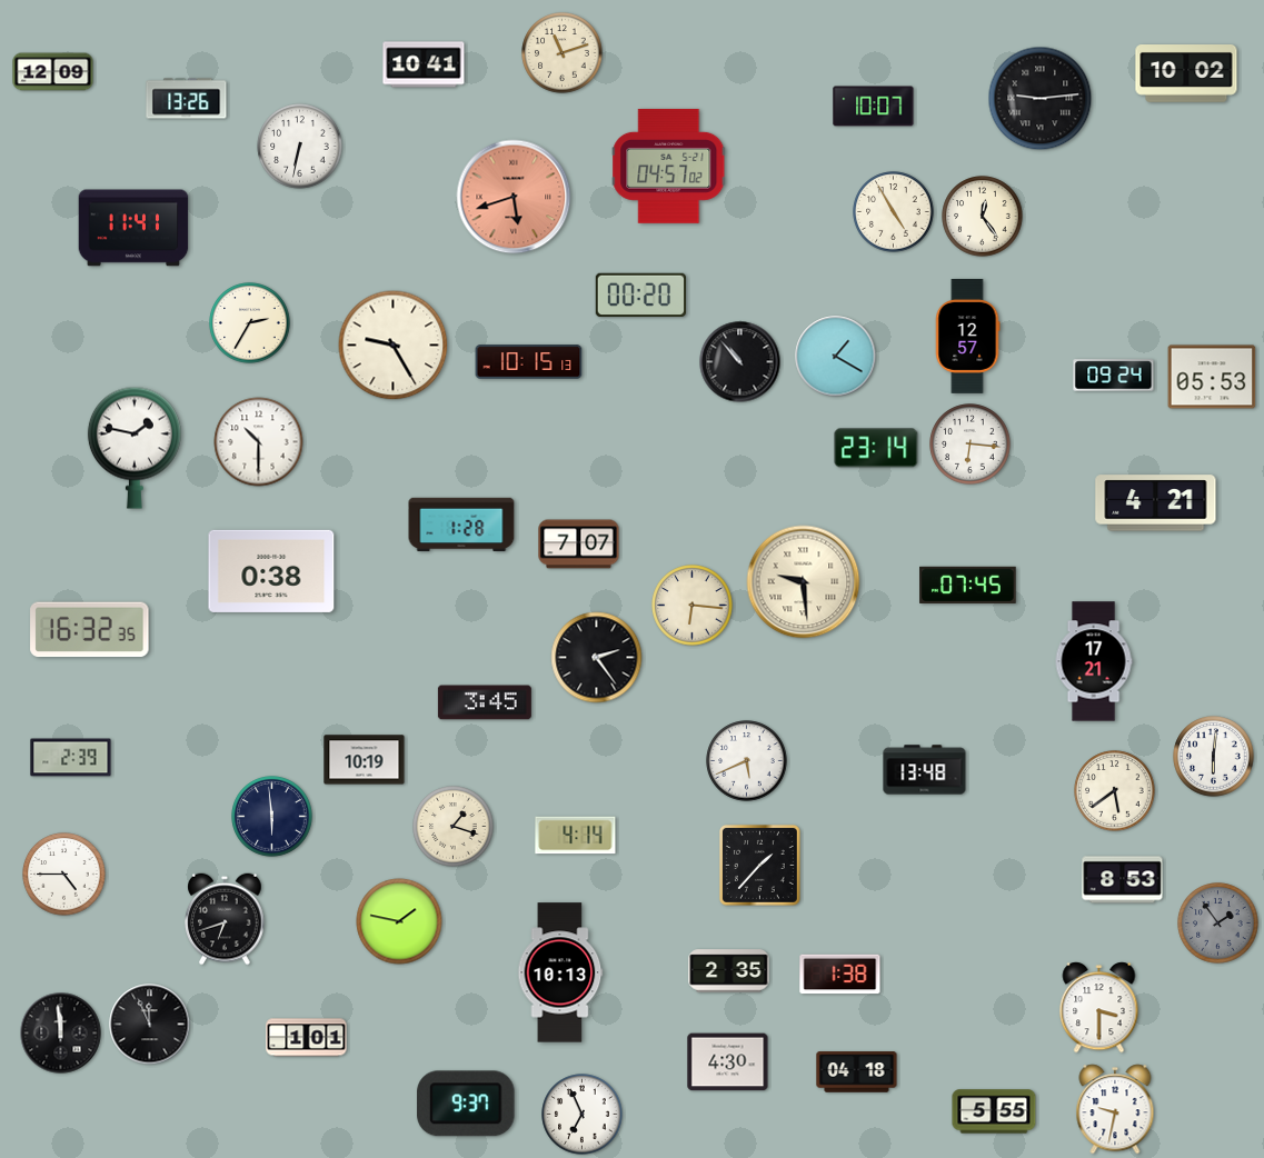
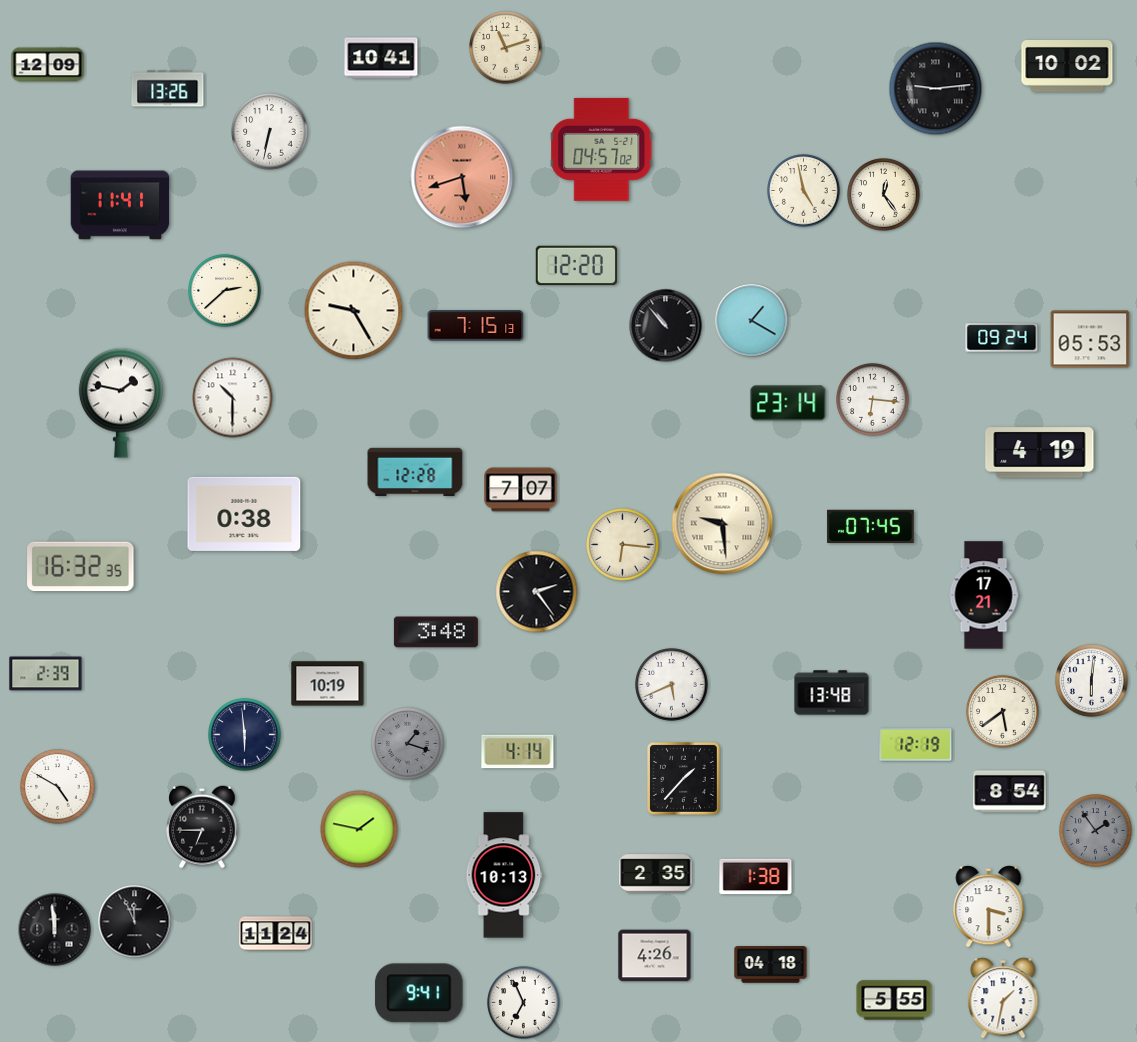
clock at (874, 107): 10:07 -> none
clock at (894, 212): 4:55 -> 4:58
clock at (640, 296): 00:20 -> 12:20
clock at (250, 323): 2:35 -> 2:38
clock at (967, 336): 12:57 -> none
clock at (529, 362): 10:15 -> 7:15
clock at (1156, 503): 4:21 -> 4:19
clock at (461, 525): 1:28 -> 12:28
clock at (485, 702): 3:45 -> 3:48
clock at (71, 758) position: (71, 758) -> (46, 674)
clock at (454, 827) dial: cream -> grey
clock at (916, 745): none -> 12:19
clock at (64, 875): 4:45 -> 4:50
clock at (1123, 880): 8:53 -> 8:54
clock at (225, 919): 6:42 -> 6:45
clock at (307, 1038): 1:01 -> 11:24
clock at (728, 1062): 4:30 -> 4:26
clock at (466, 1104): 9:37 -> 9:41
clock at (1115, 1109): 9:32 -> 1:32
